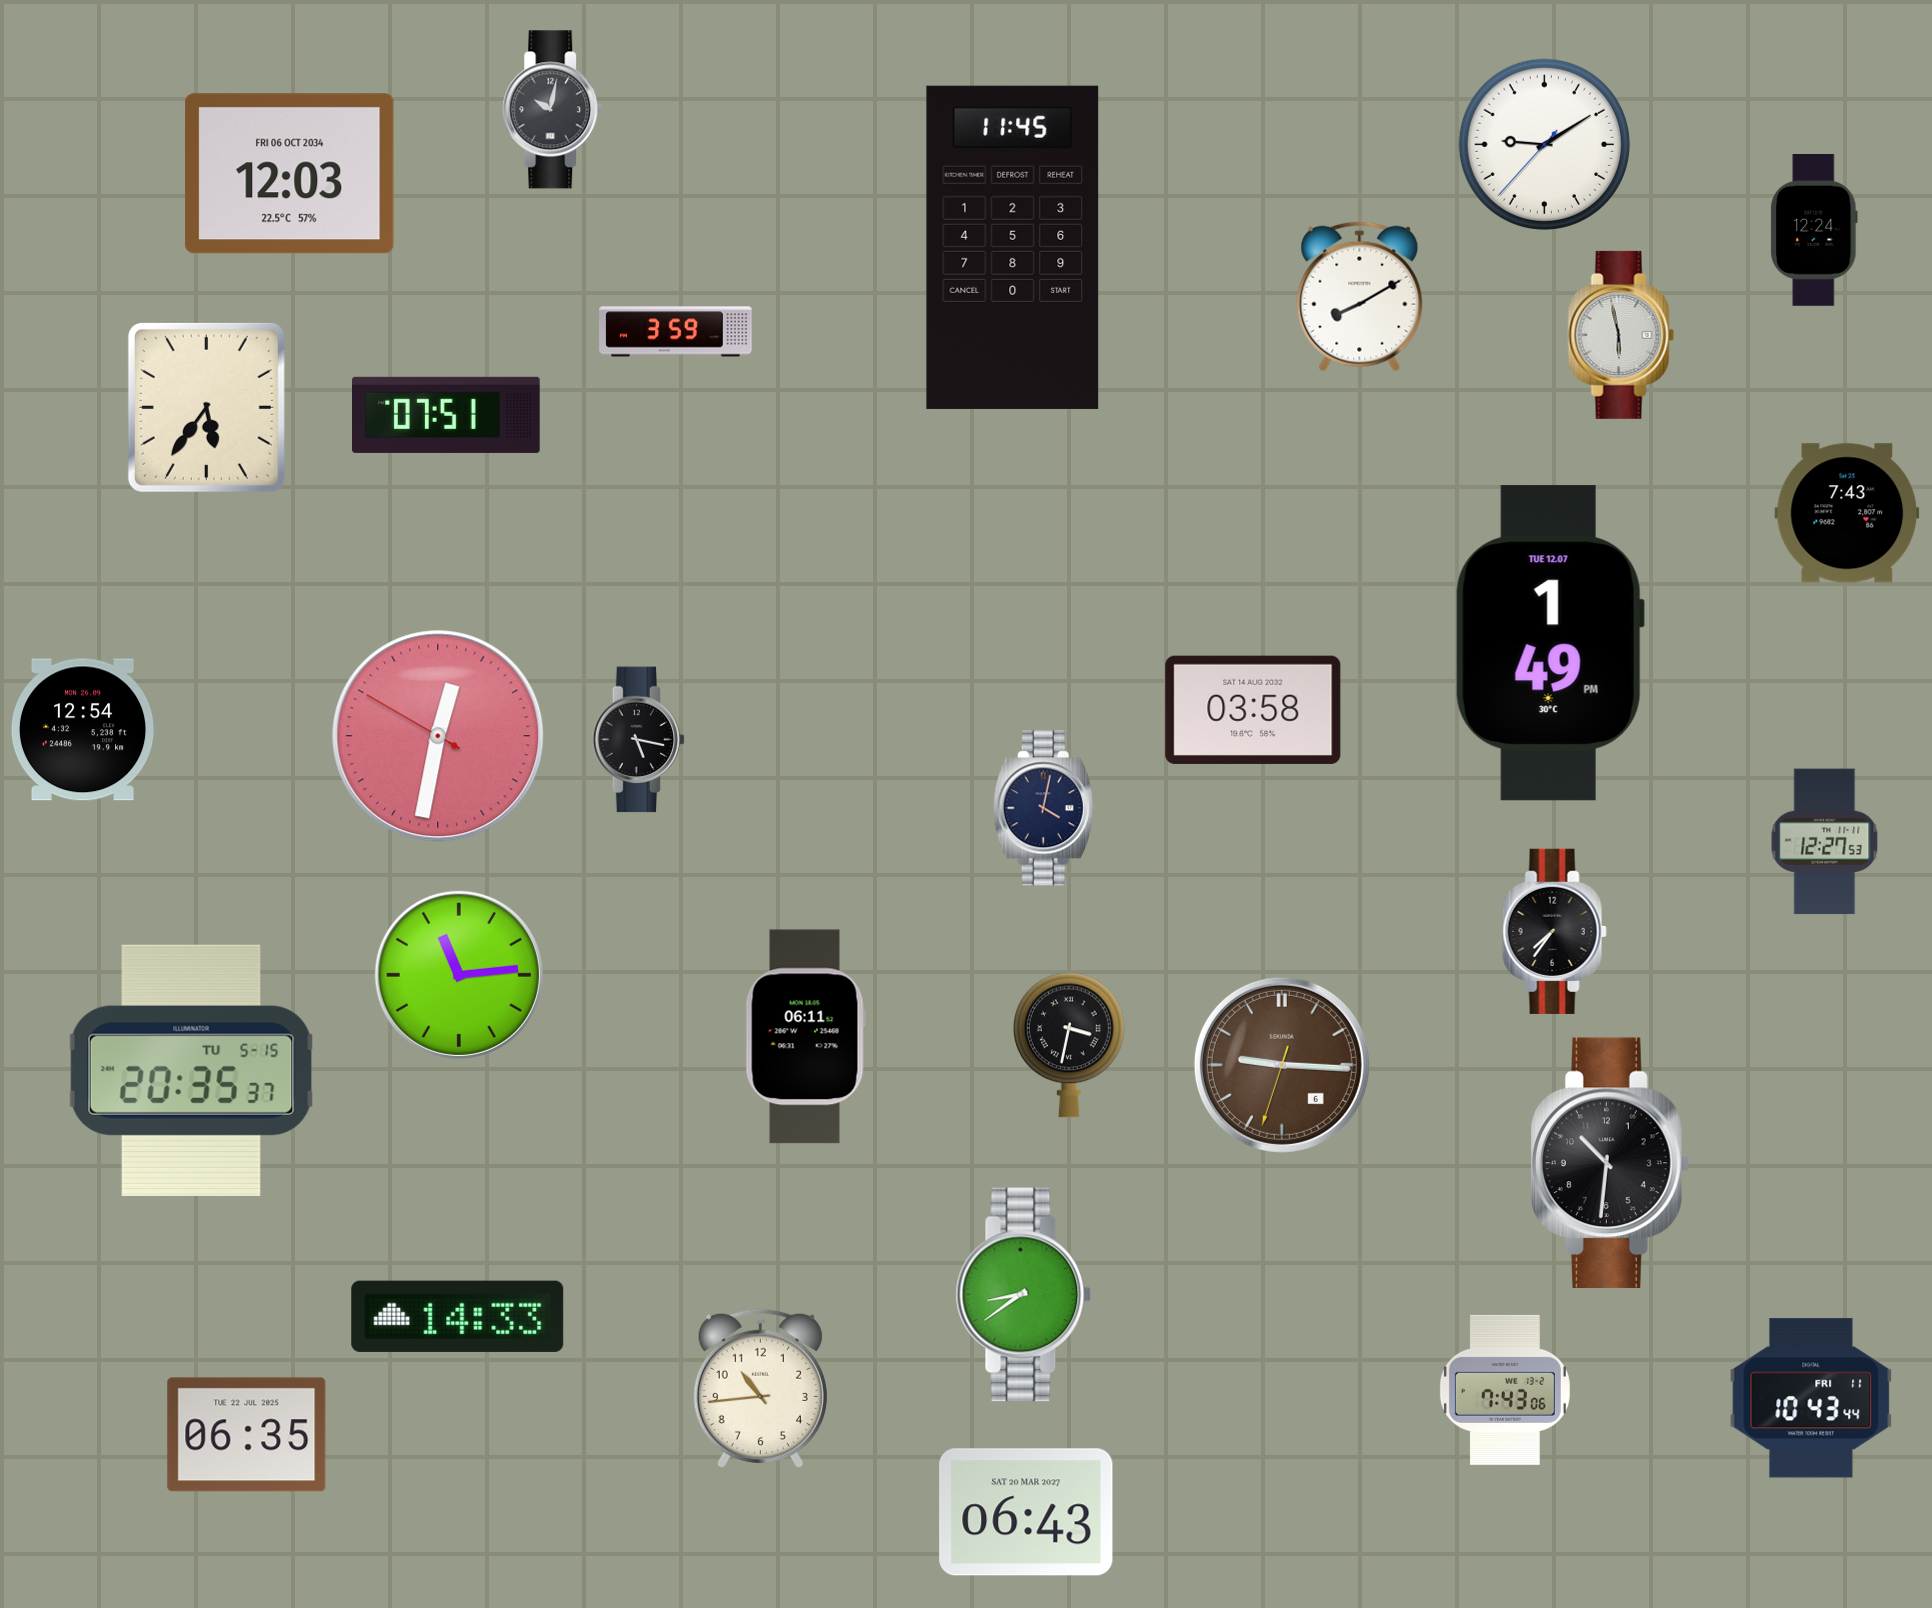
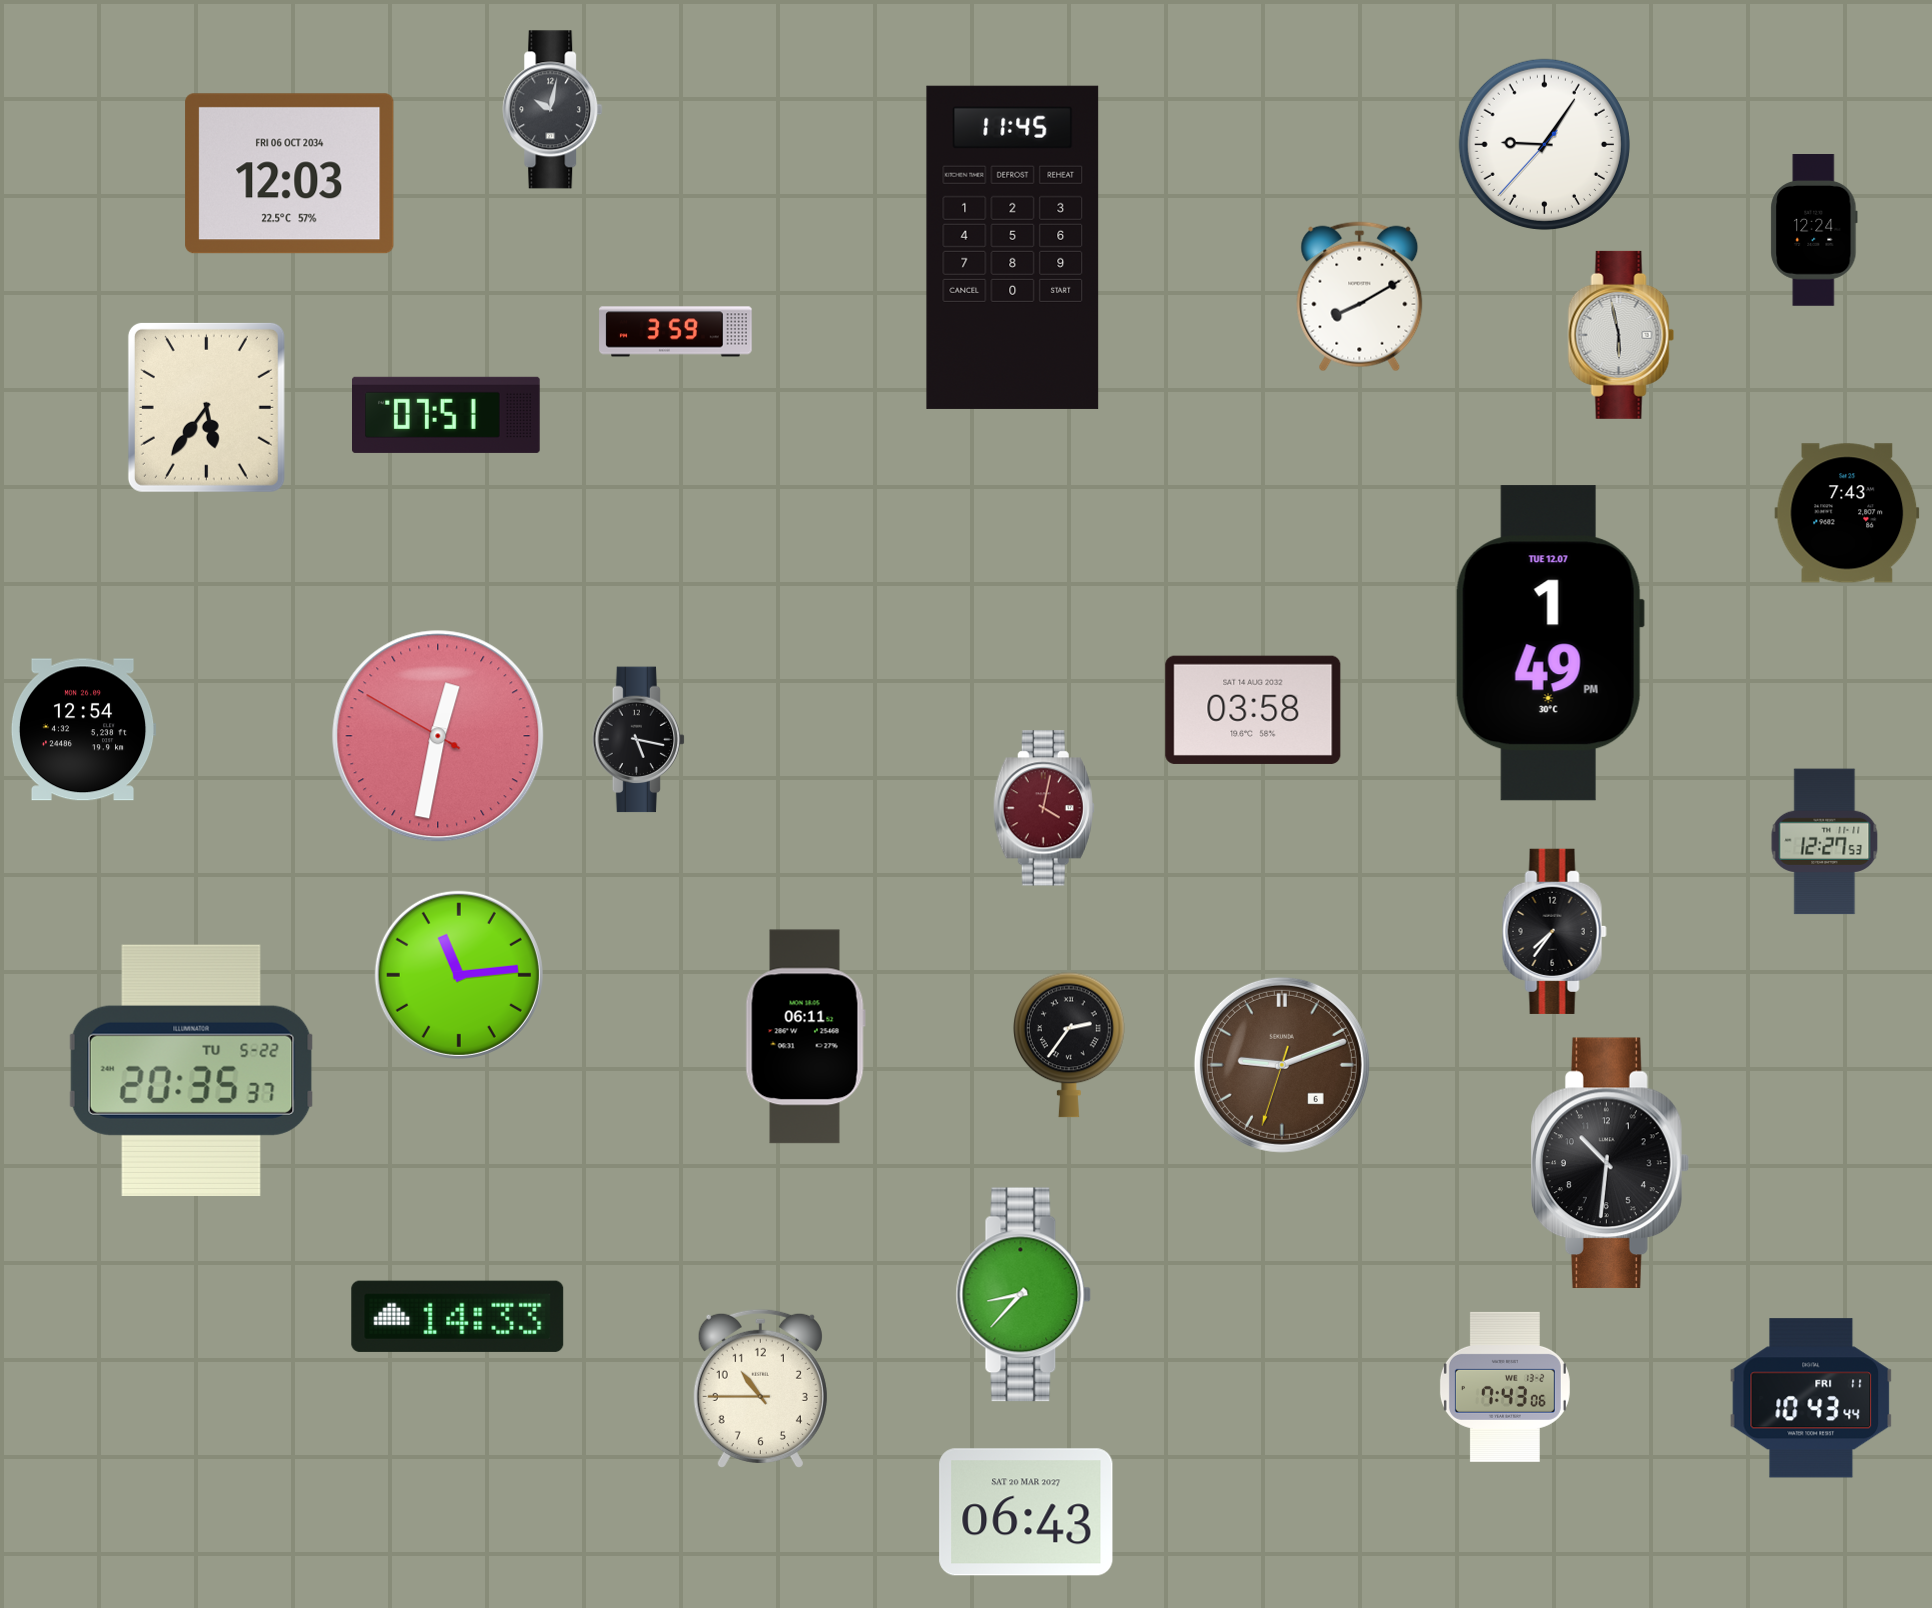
clock at (1544, 144): 9:09 -> 9:05
clock at (1044, 808) dial: navy -> burgundy
clock at (1070, 1045): 3:32 -> 2:36
clock at (1282, 1065): 9:15 -> 9:11
clock at (192, 1070) date: TU 5-15 -> TU 5-22
clock at (1024, 1295): 8:39 -> 8:37
clock at (760, 1388): 10:44 -> 10:45
clock at (1505, 1390) position: (1505, 1390) -> (1505, 1387)
clock at (247, 1435): 06:35 -> none
